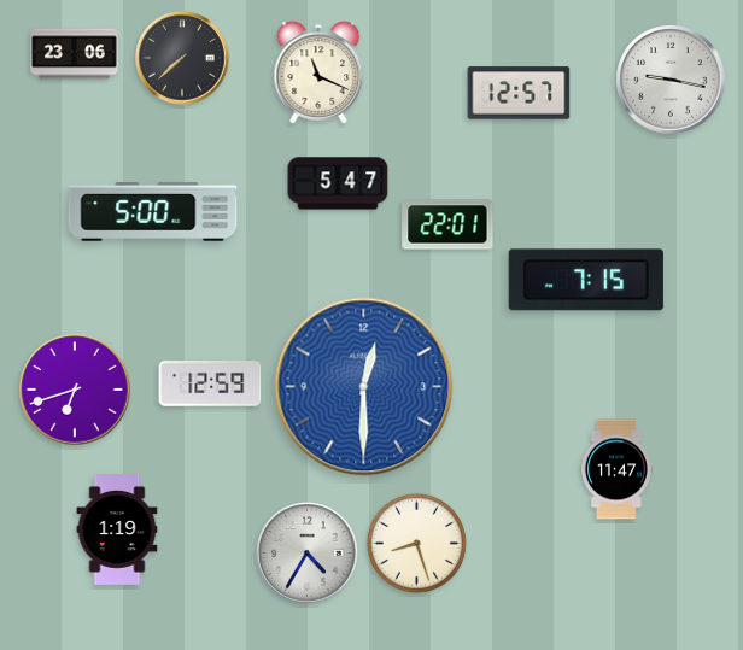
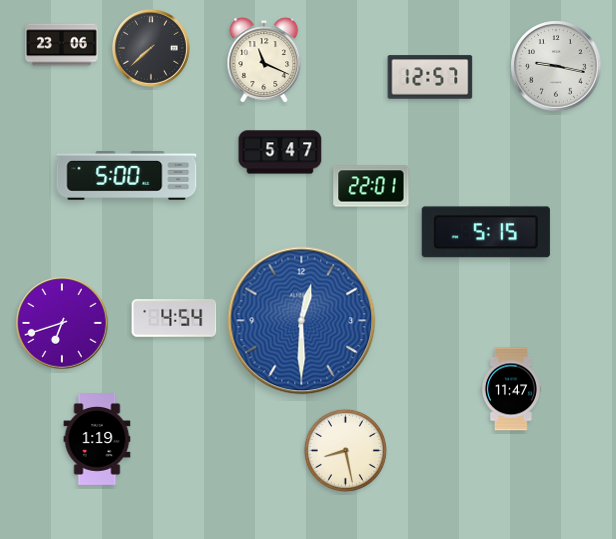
clock at (586, 280): 7:15 -> 5:15
clock at (210, 385): 12:59 -> 4:54
clock at (416, 543): 8:27 -> 8:28
clock at (308, 554): 4:35 -> none
